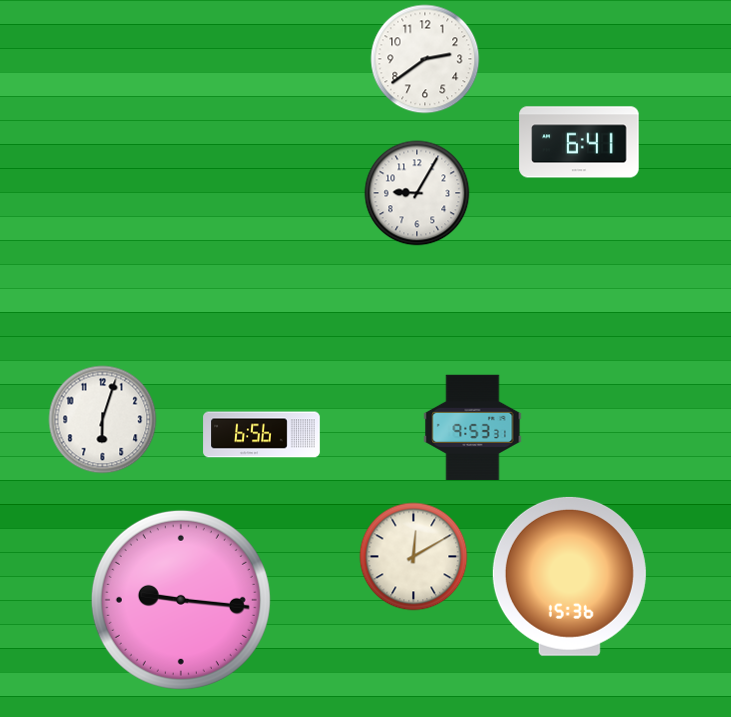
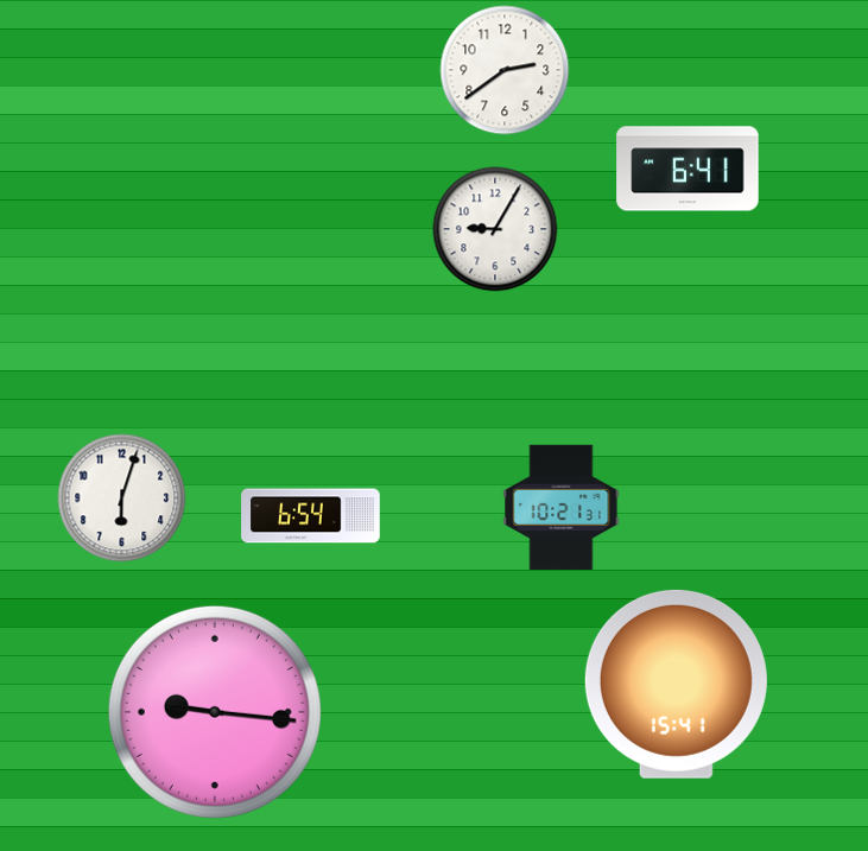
clock at (473, 427): 9:53 -> 10:21
clock at (262, 435): 6:56 -> 6:54
clock at (414, 557): 12:10 -> none
clock at (569, 576): 15:36 -> 15:41
